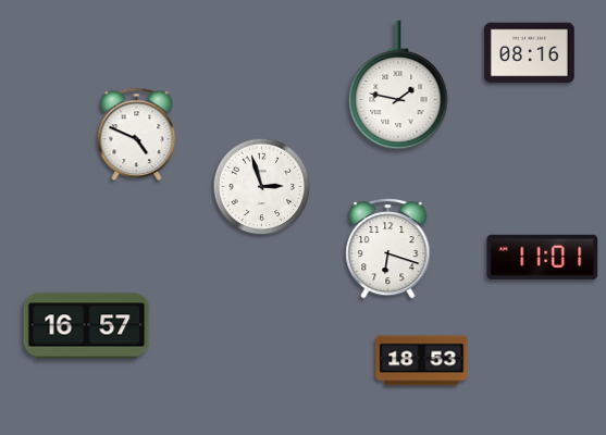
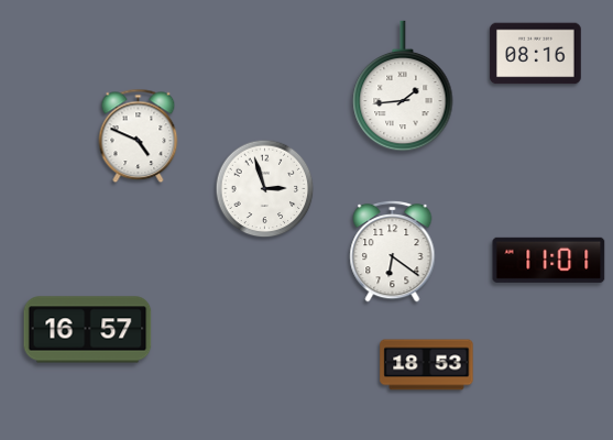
clock at (398, 85): 1:47 -> 1:44
clock at (388, 248): 6:18 -> 6:21
